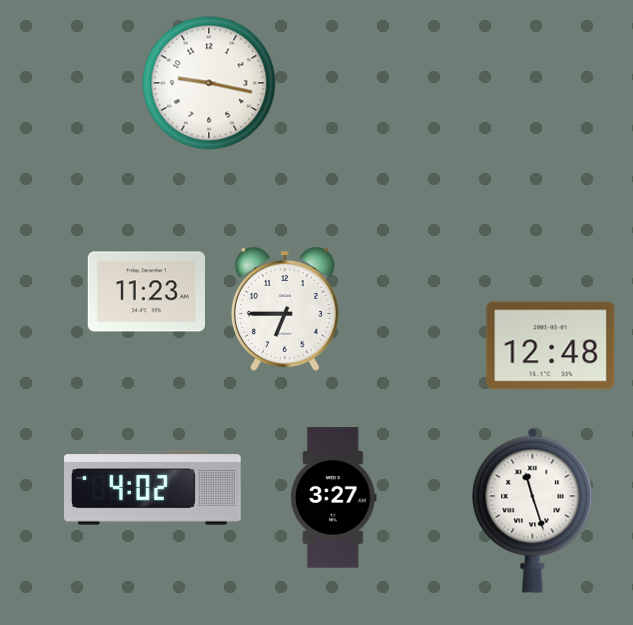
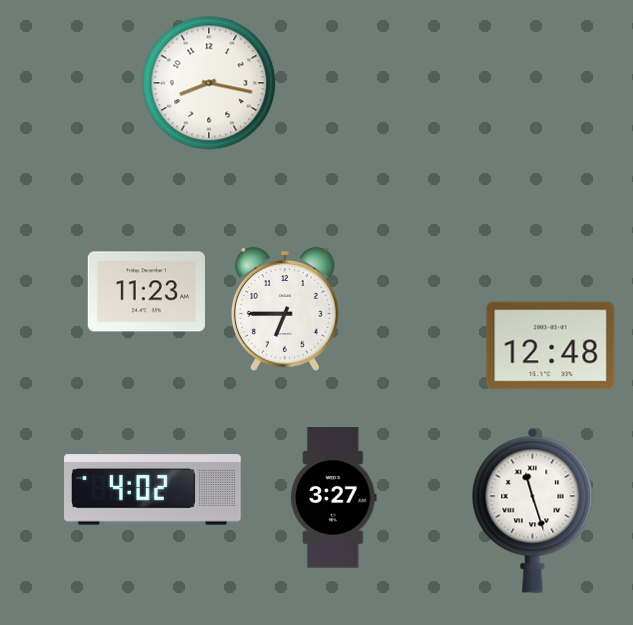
clock at (209, 83): 9:17 -> 8:17
